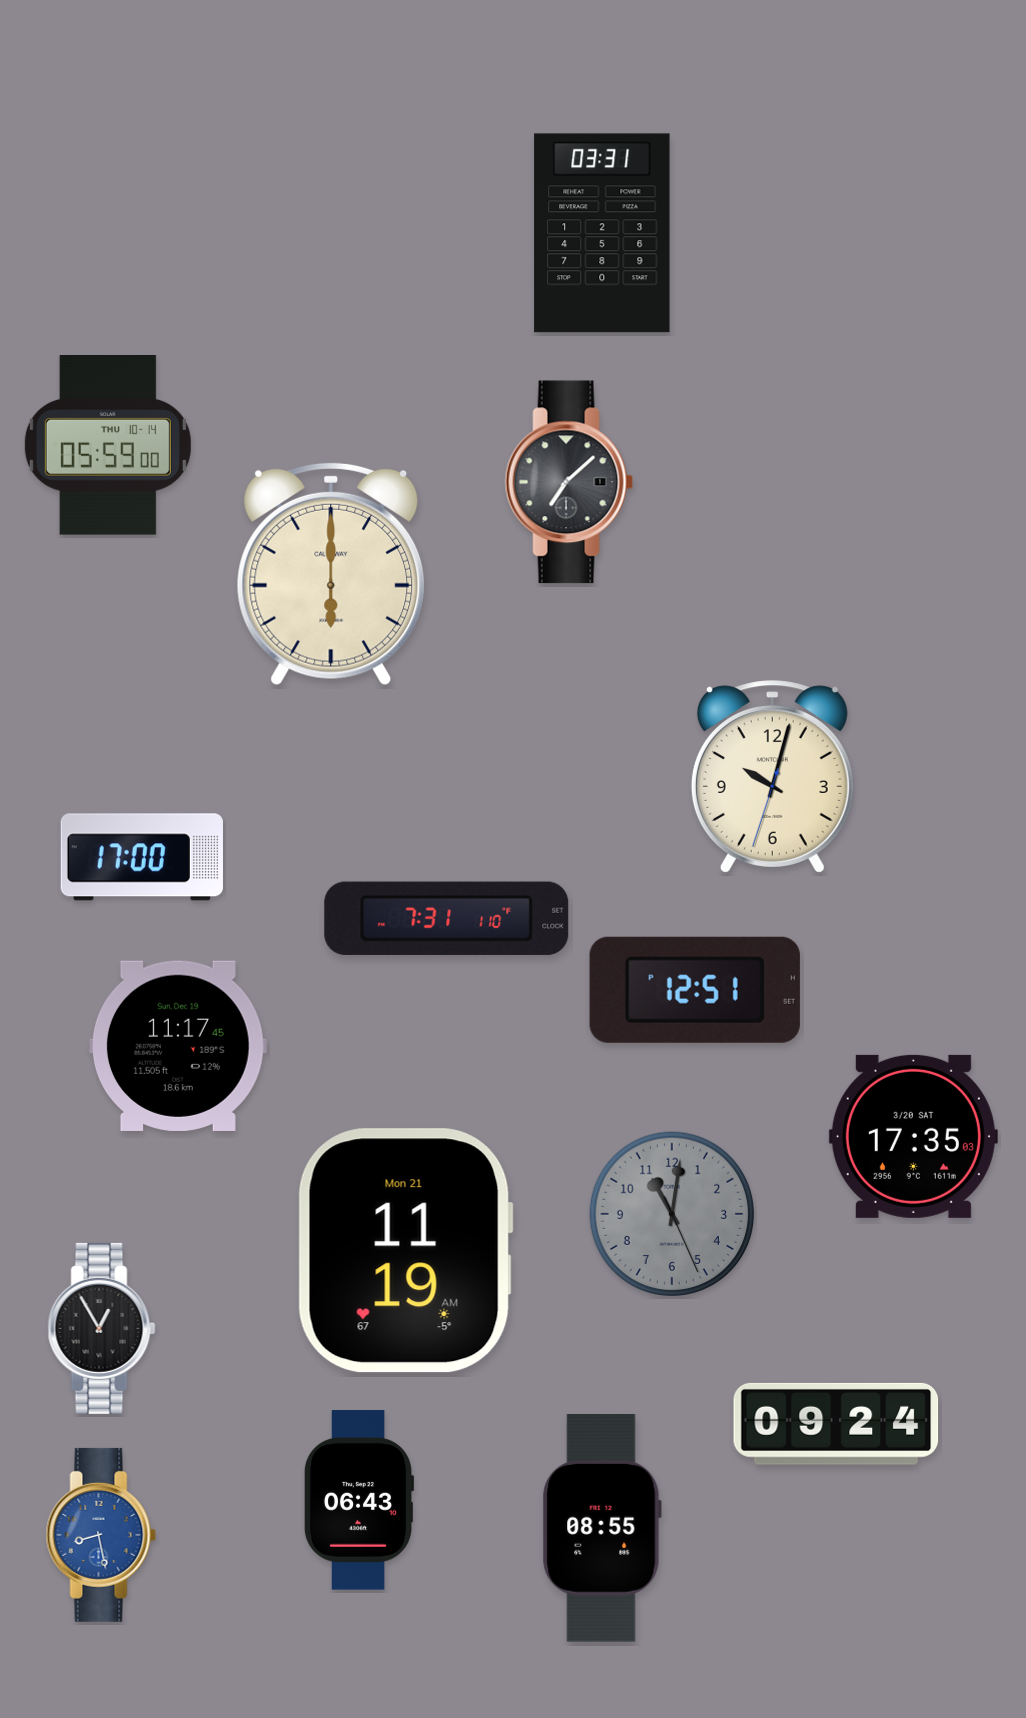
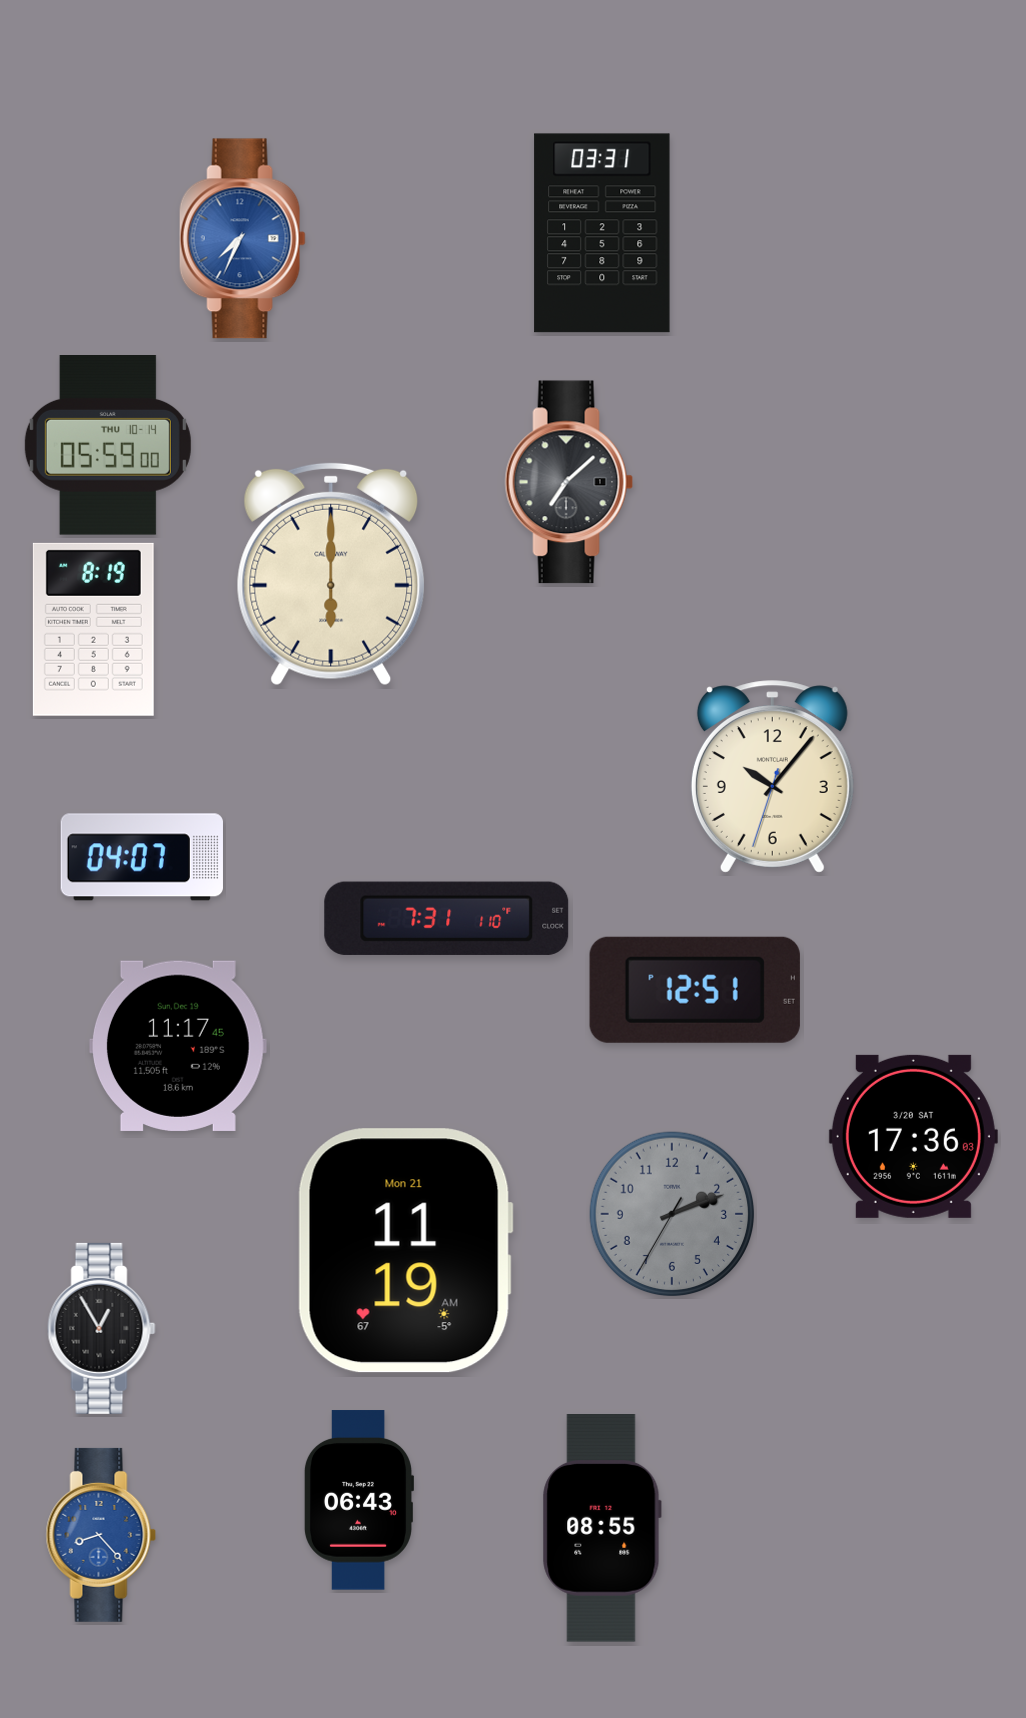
clock at (242, 239): none -> 7:34
clock at (93, 629): none -> 8:19
clock at (772, 777): 10:02 -> 10:06
clock at (142, 857): 17:00 -> 04:07
clock at (913, 1136): 17:35 -> 17:36
clock at (672, 1214): 11:01 -> 2:11
clock at (836, 1424): 09:24 -> none
clock at (101, 1535): 8:28 -> 8:23
